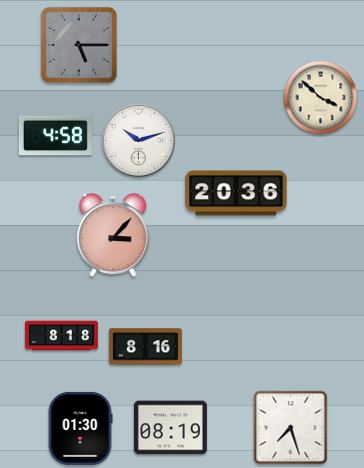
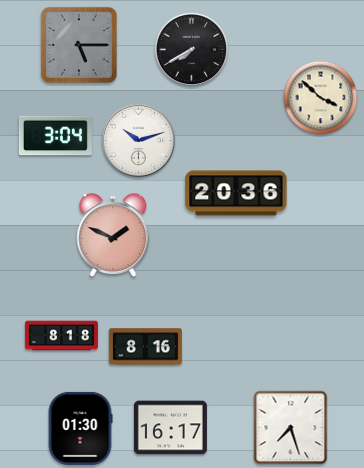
clock at (192, 50): none -> 7:40
clock at (55, 136): 4:58 -> 3:04
clock at (113, 235): 3:07 -> 1:49
clock at (170, 428): 08:19 -> 16:17
